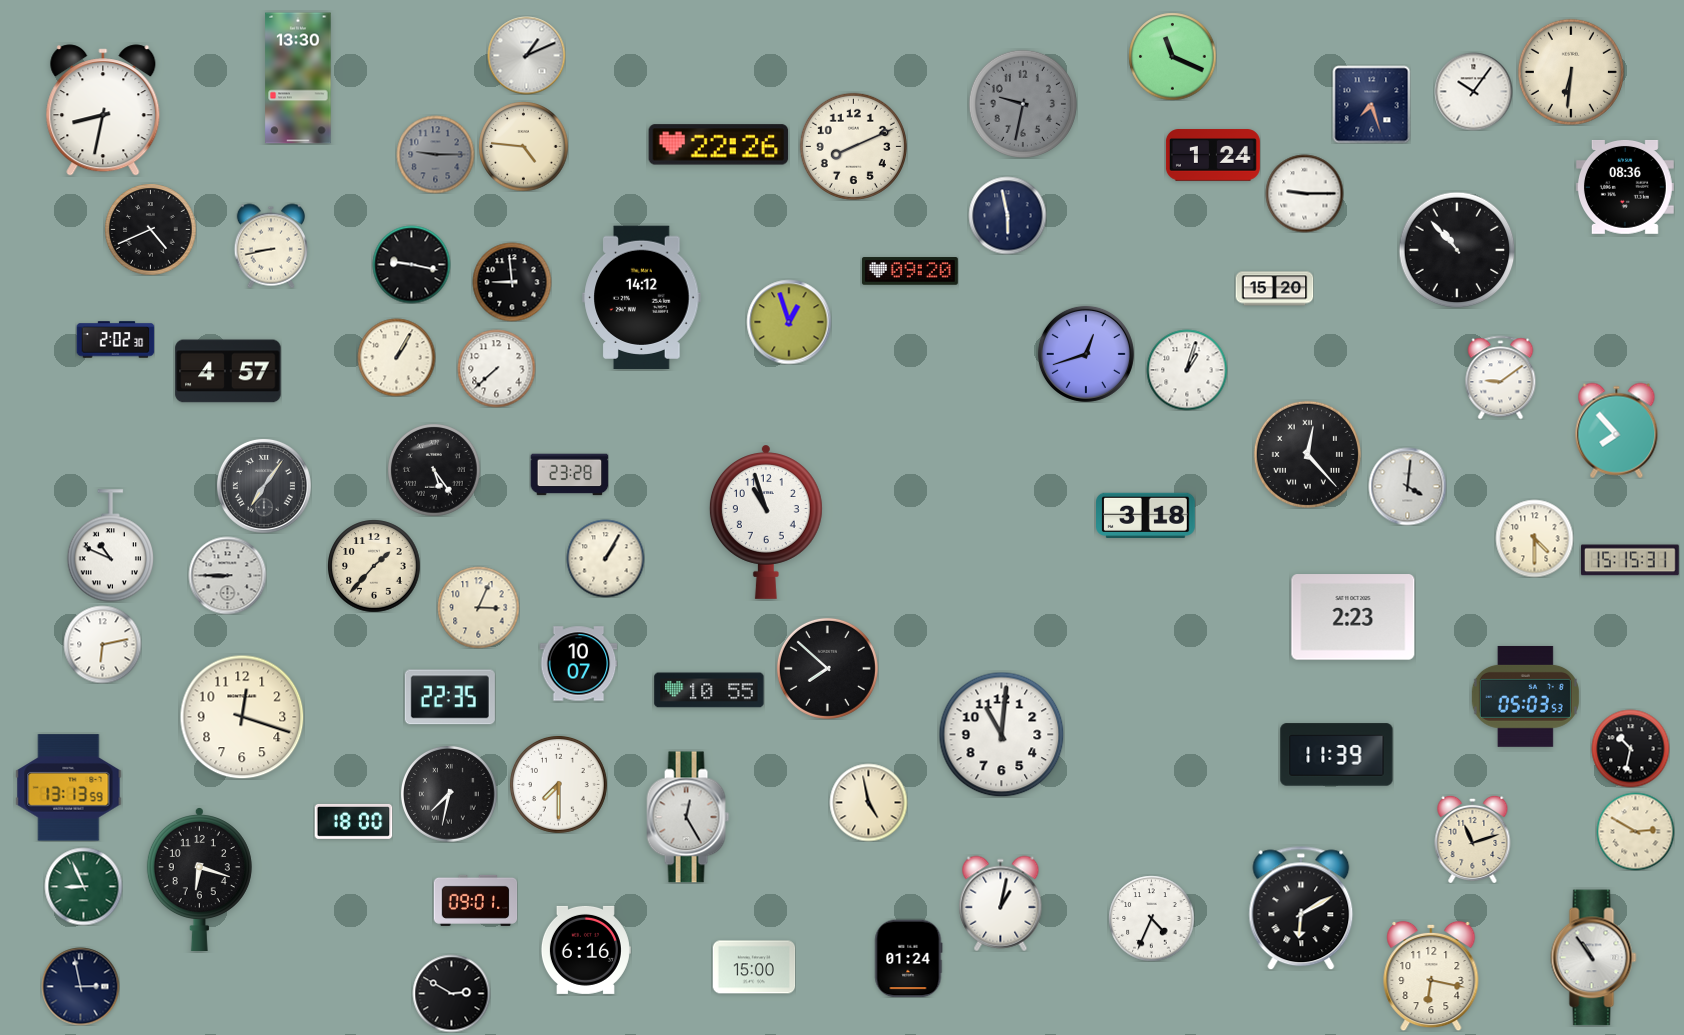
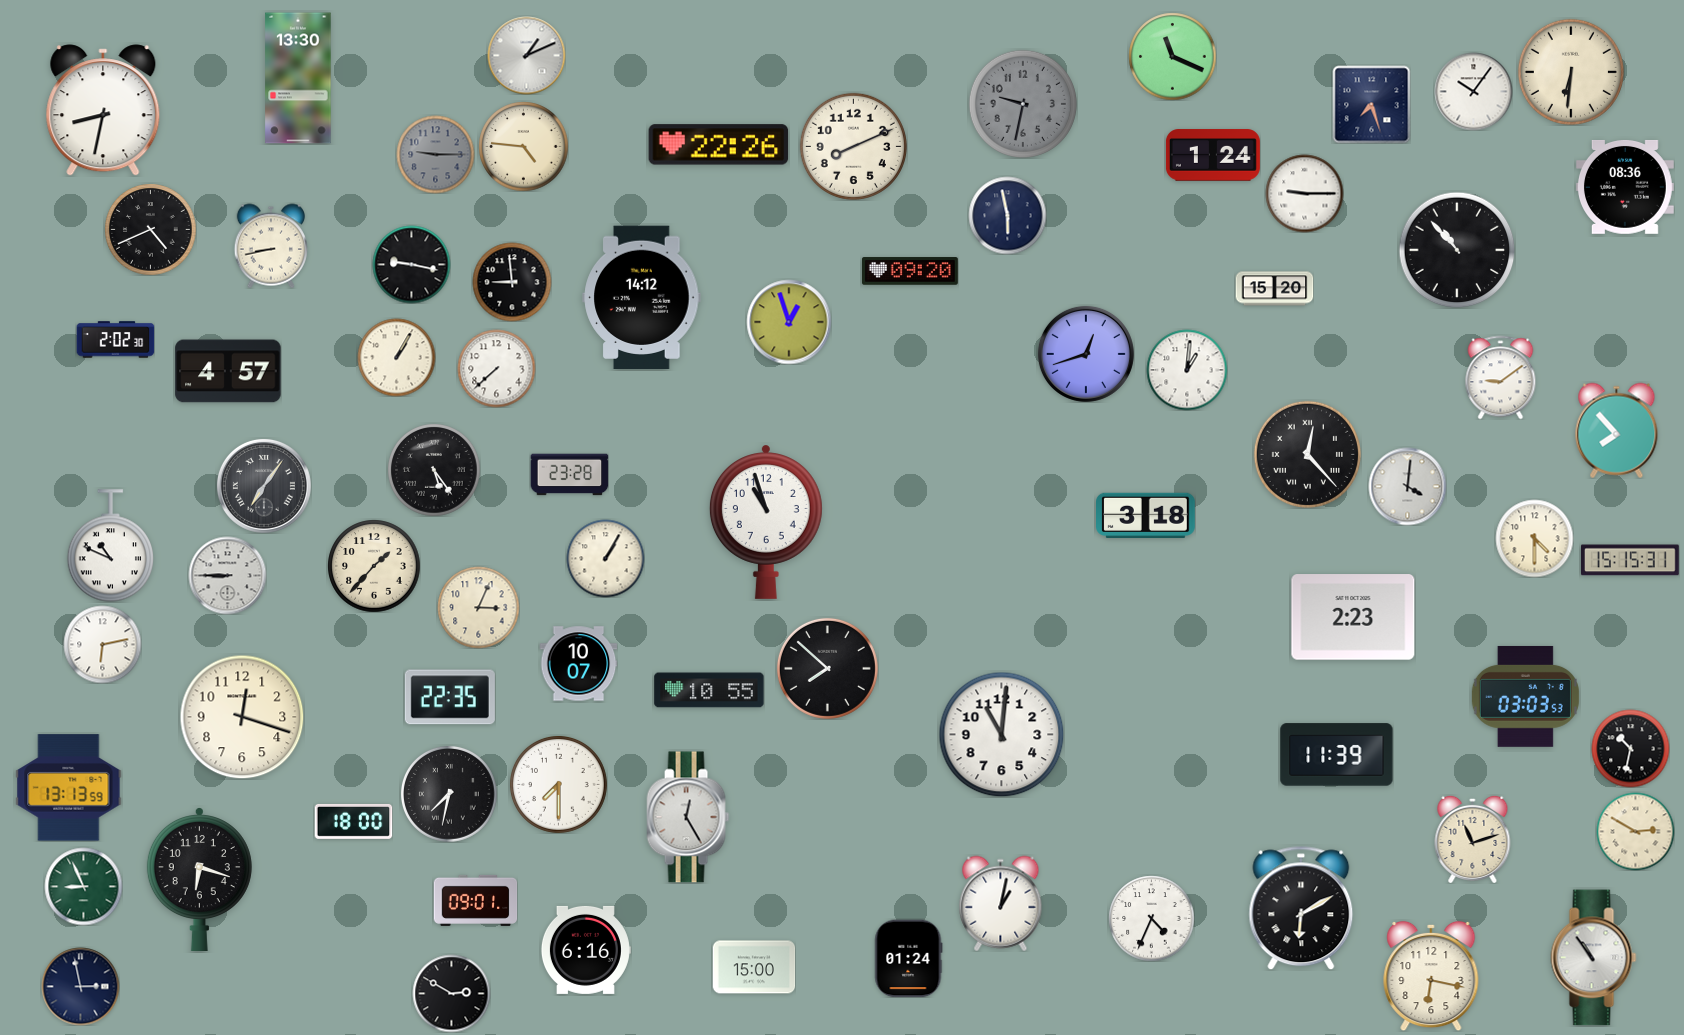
clock at (1187, 370): 1:03 -> 1:01
clock at (1525, 696): 05:03 -> 03:03
clock at (868, 802): 4:58 -> none
